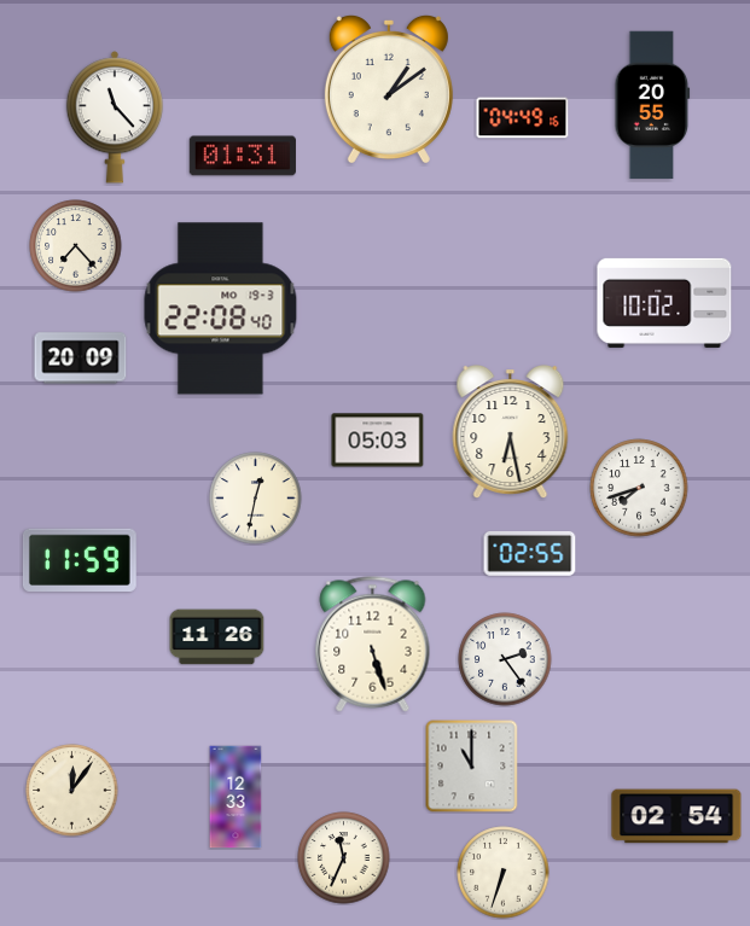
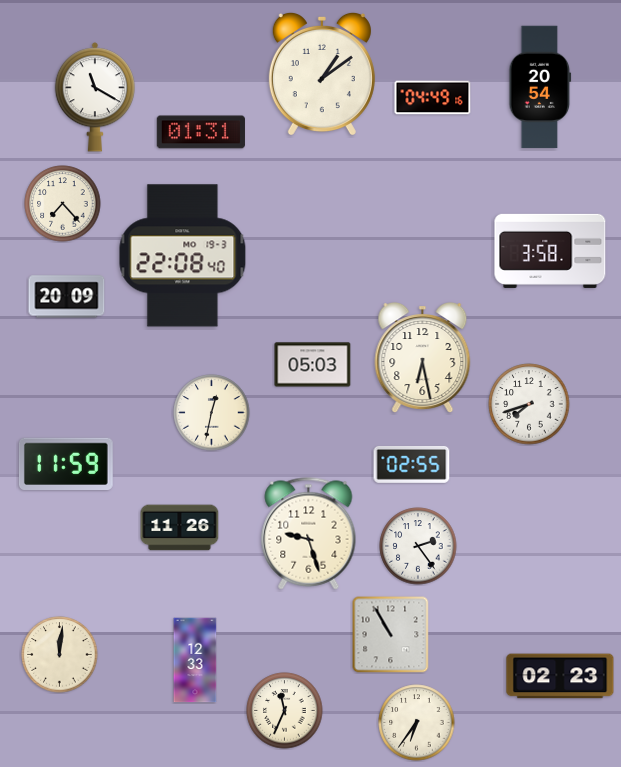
clock at (652, 105): 20:55 -> 20:54
clock at (114, 117): 11:23 -> 11:20
clock at (243, 156) position: (243, 156) -> (201, 132)
clock at (664, 303): 10:02 -> 3:58
clock at (530, 553) position: (530, 553) -> (412, 464)
clock at (373, 645): 5:27 -> 9:27
clock at (472, 767): 11:00 -> 10:55
clock at (72, 791): 12:06 -> 12:01
clock at (676, 816): 02:54 -> 02:23
clock at (504, 873): 6:33 -> 6:36
